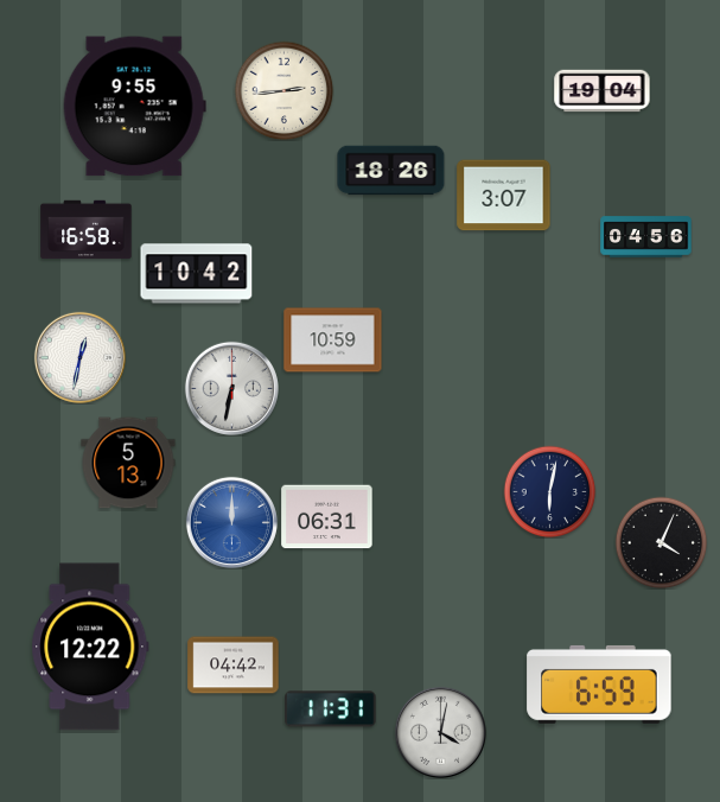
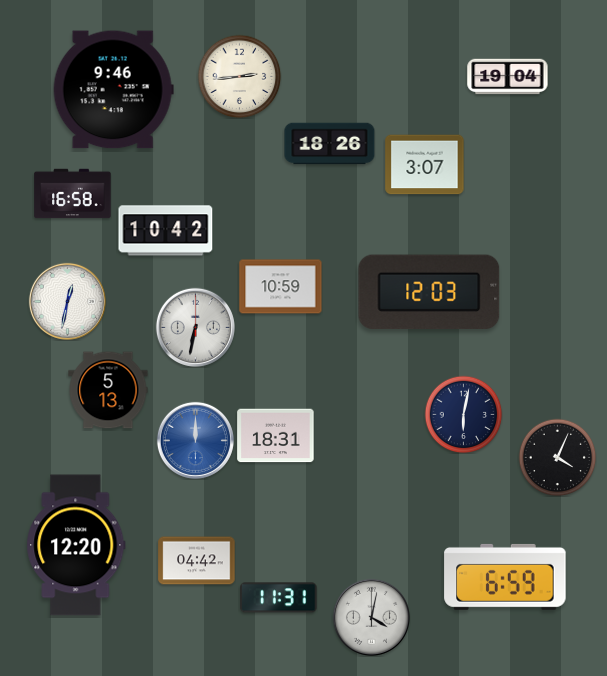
clock at (134, 107): 9:55 -> 9:46
clock at (646, 237): 04:56 -> none
clock at (429, 292): none -> 12:03
clock at (327, 517): 06:31 -> 18:31
clock at (90, 647): 12:22 -> 12:20
